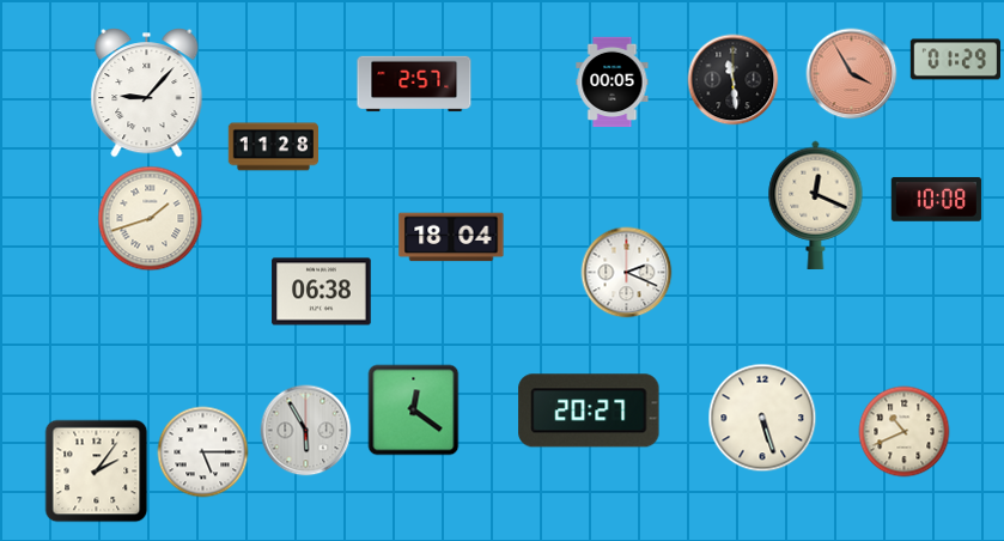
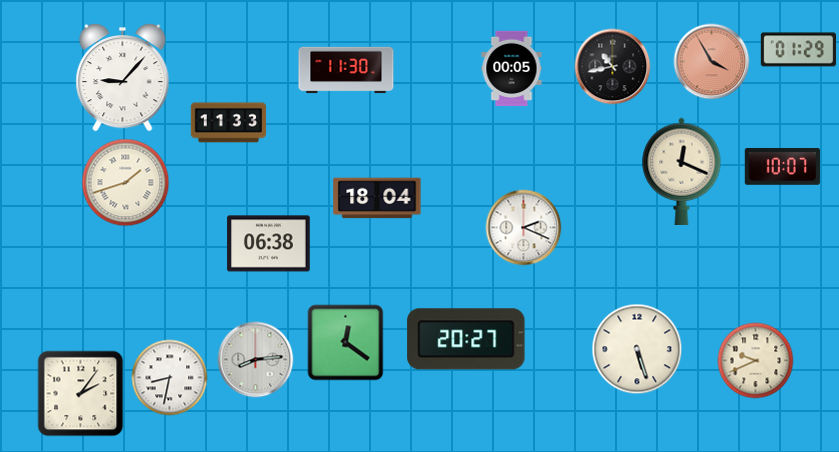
clock at (734, 80): 11:29 -> 10:43
clock at (414, 84): 2:57 -> 11:30
clock at (274, 147): 11:28 -> 11:33
clock at (936, 200): 10:08 -> 10:07
clock at (589, 411) position: (589, 411) -> (466, 339)
clock at (306, 431): 5:55 -> 8:14
clock at (905, 432): 10:41 -> 9:41
clock at (203, 452): 5:15 -> 8:32
